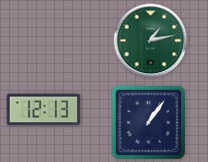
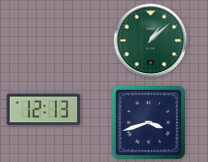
clock at (151, 41): 1:13 -> 1:08
clock at (148, 122): 1:06 -> 3:42
